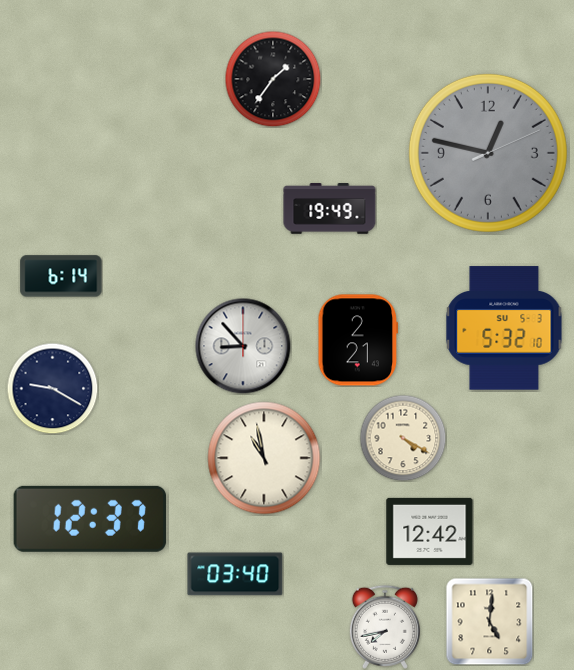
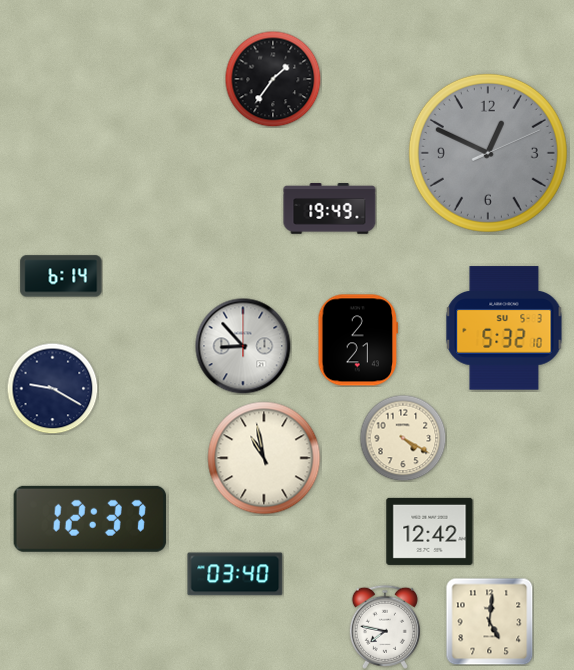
clock at (488, 153): 12:47 -> 12:49
clock at (385, 627): 7:43 -> 7:47
